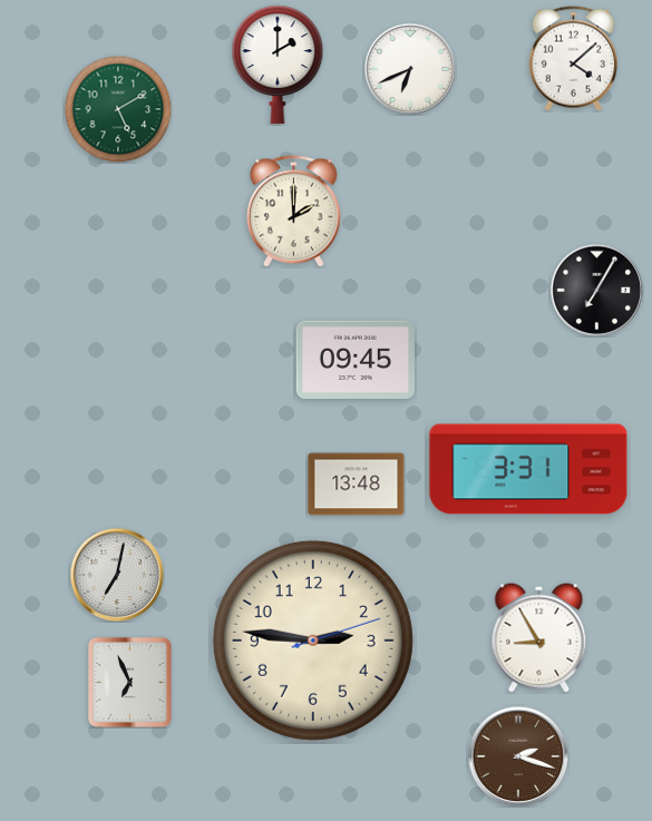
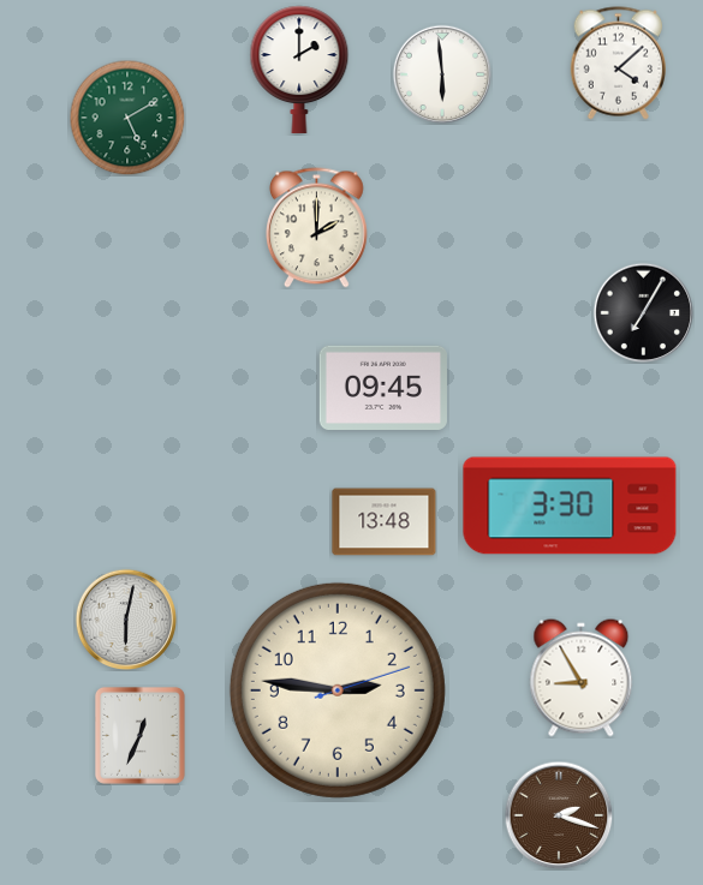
clock at (409, 68): 6:41 -> 5:59
clock at (528, 469): 3:31 -> 3:30
clock at (117, 575): 7:02 -> 6:02
clock at (539, 638) position: (539, 638) -> (582, 678)
clock at (129, 682): 6:56 -> 12:34
